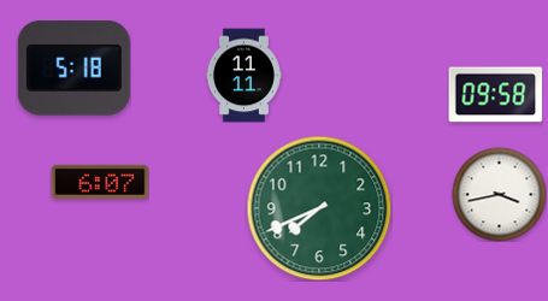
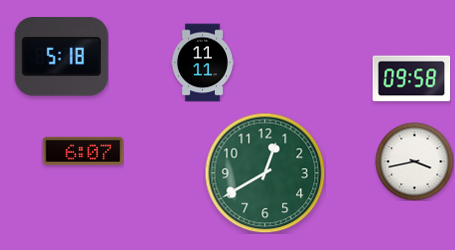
clock at (319, 208): 7:41 -> 12:40
